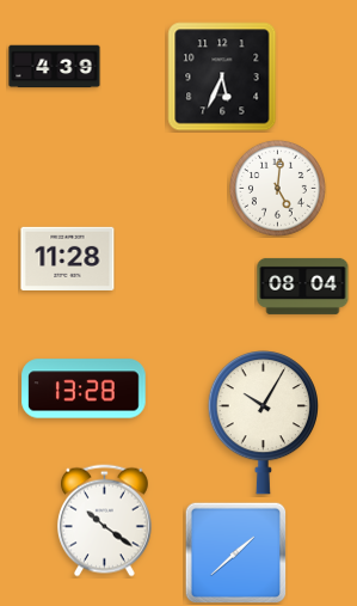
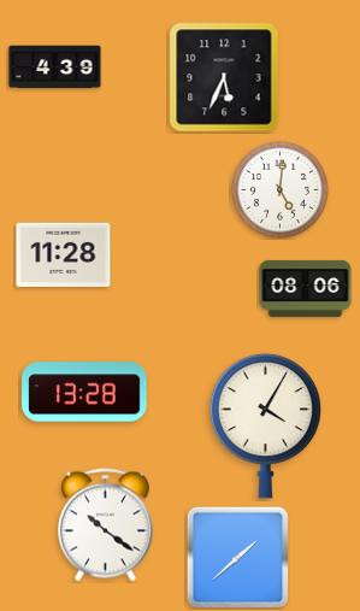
clock at (68, 258) position: (68, 258) -> (64, 254)
clock at (303, 286): 08:04 -> 08:06
clock at (263, 423): 10:05 -> 4:05
